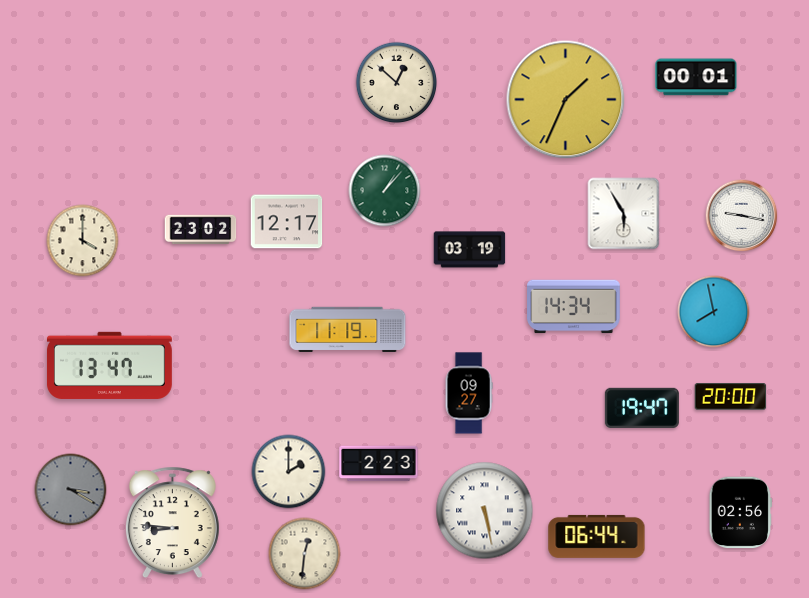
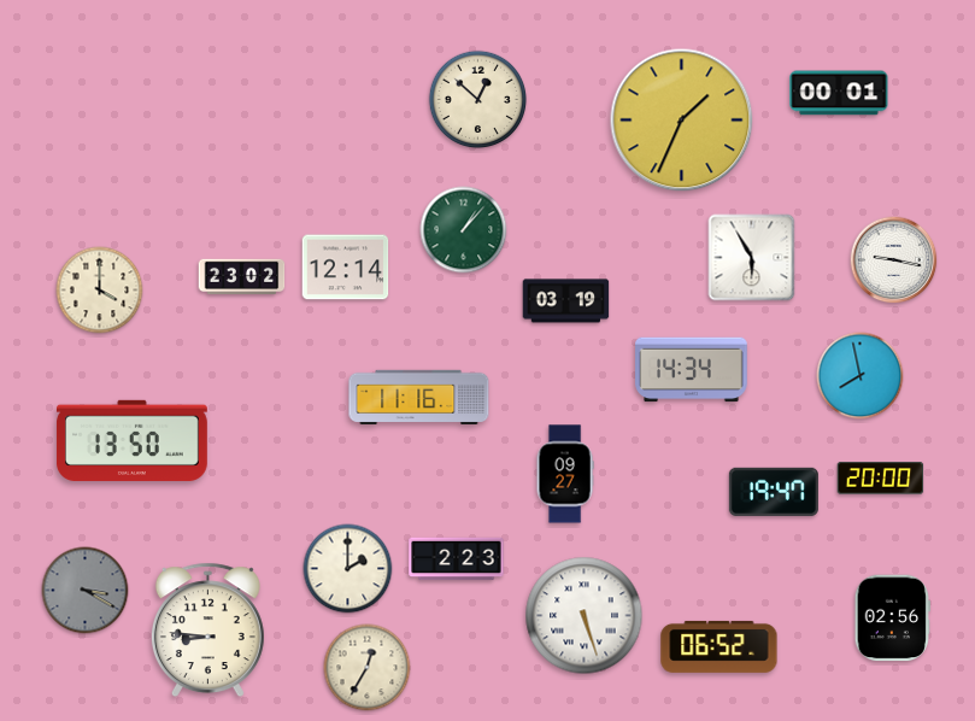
clock at (287, 222): 12:17 -> 12:14
clock at (348, 329): 11:19 -> 11:16
clock at (109, 365): 13:47 -> 13:50
clock at (485, 511): 5:28 -> 5:27
clock at (597, 536): 06:44 -> 06:52
clock at (305, 554): 12:31 -> 12:35
